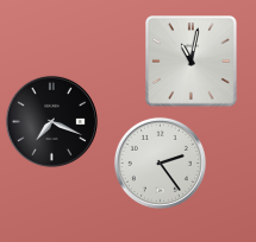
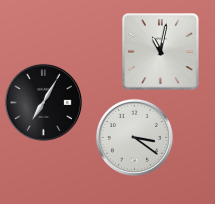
clock at (51, 121): 7:19 -> 7:05
clock at (160, 163): 2:24 -> 3:21
